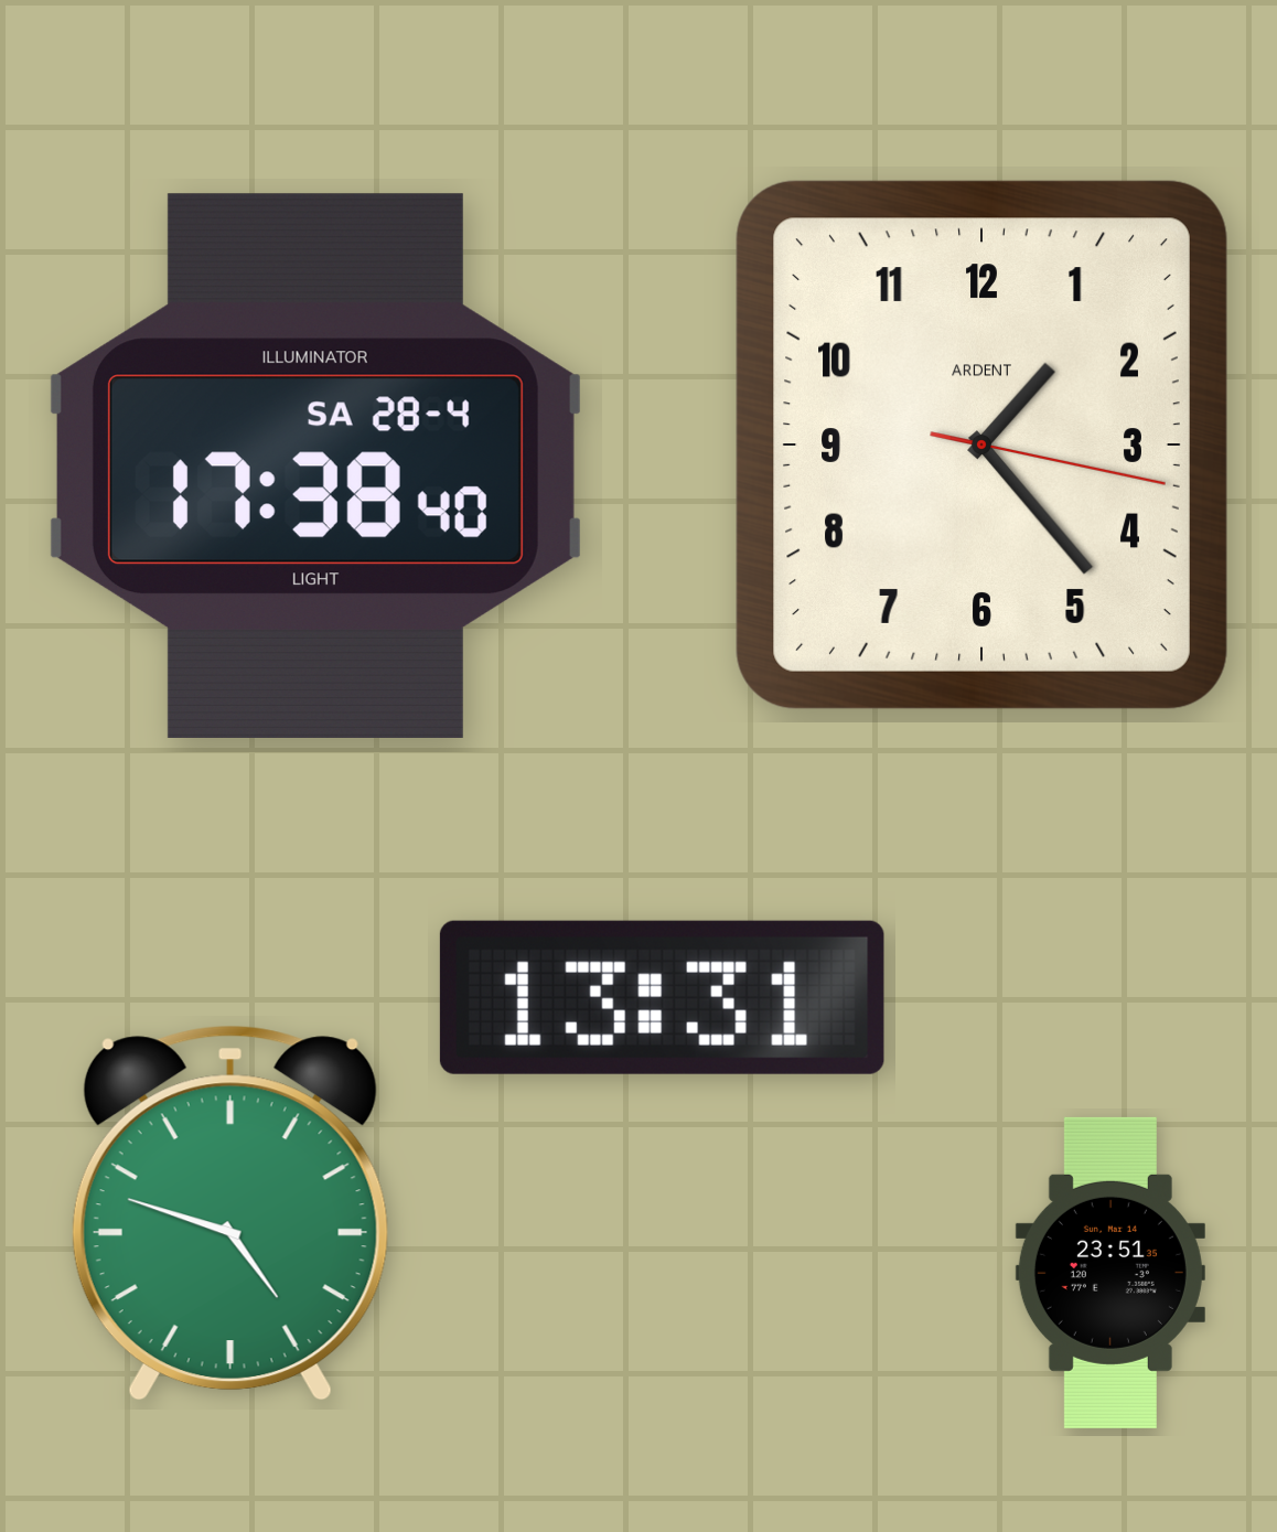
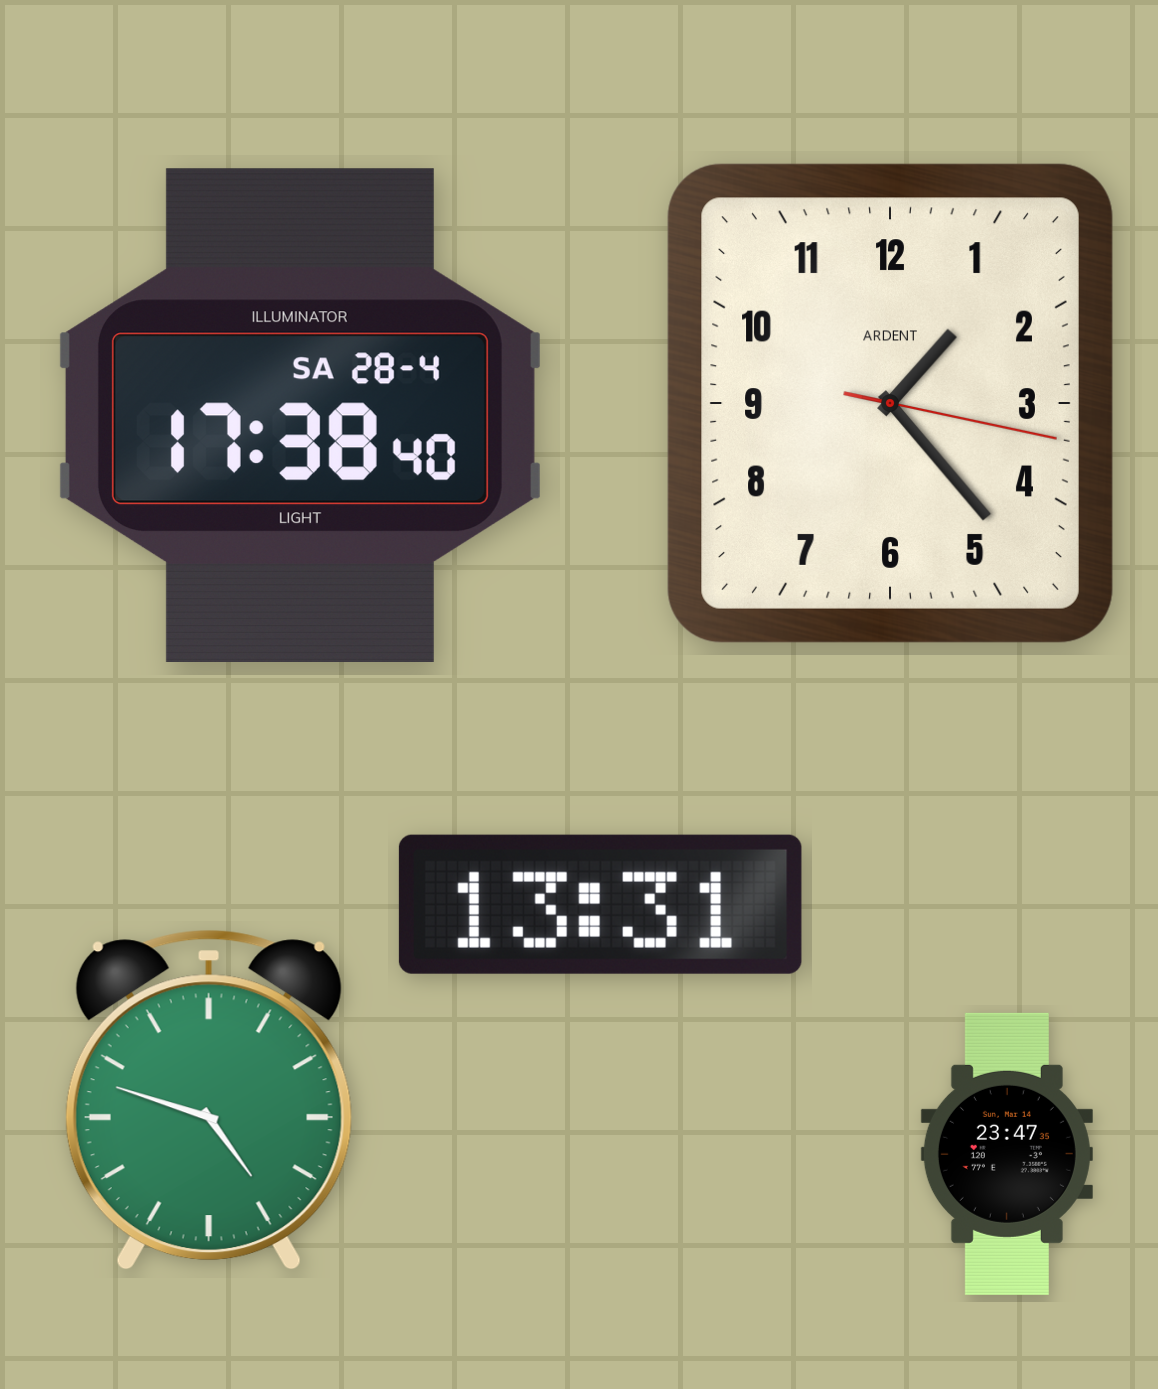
clock at (315, 465) position: (315, 465) -> (300, 415)
clock at (1110, 1273): 23:51 -> 23:47
